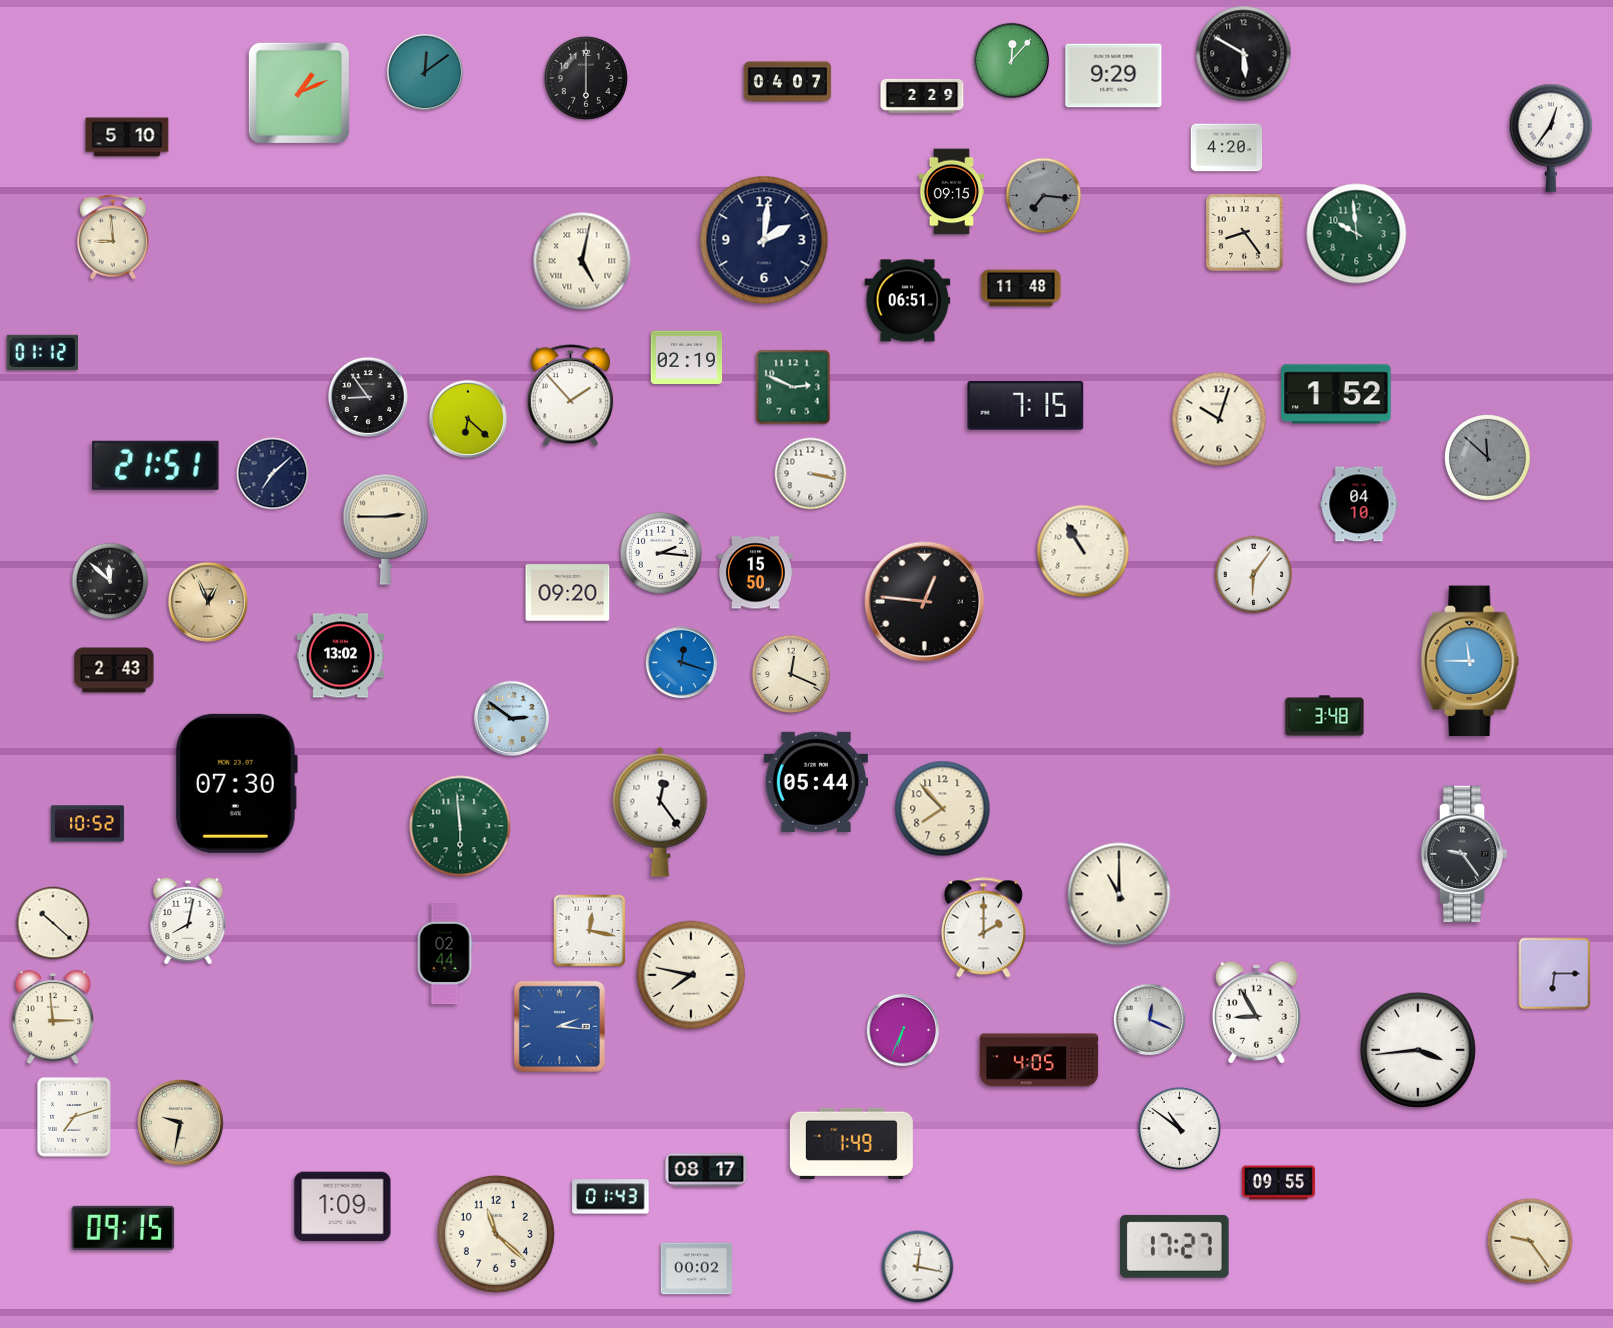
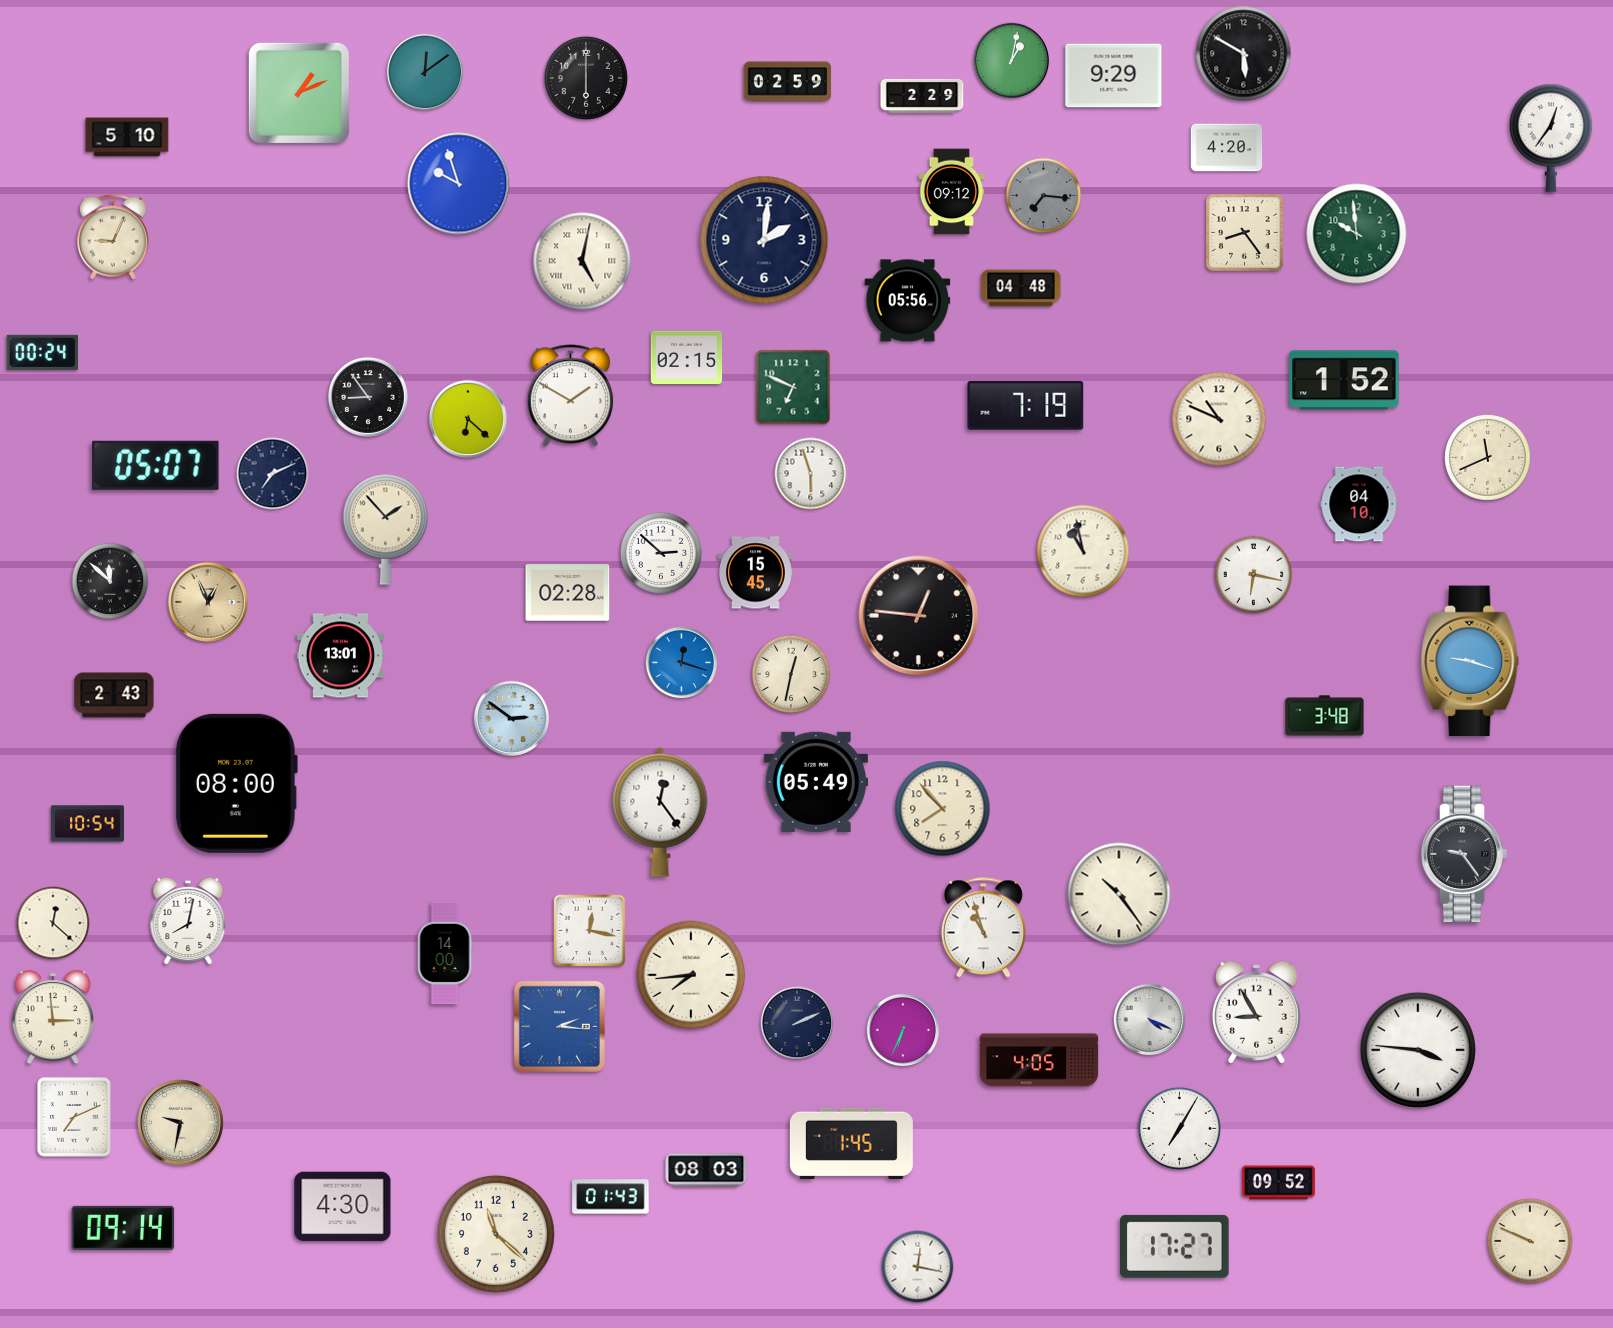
clock at (1011, 60): 12:07 -> 1:02
clock at (788, 82): 04:07 -> 02:59
clock at (459, 184): none -> 9:57
clock at (952, 192): 09:15 -> 09:12
clock at (113, 237): 8:59 -> 9:04
clock at (1021, 288): 11:48 -> 04:48
clock at (908, 301): 06:51 -> 05:56
clock at (42, 352): 01:12 -> 00:24
clock at (687, 358): 02:19 -> 02:15
clock at (793, 387): 2:49 -> 6:49
clock at (1336, 394) position: (1336, 394) -> (1344, 380)
clock at (570, 396): 1:53 -> 1:50
clock at (1026, 406): 7:15 -> 7:19
clock at (1219, 419): 10:03 -> 10:49
clock at (1488, 458): 11:52 -> 11:41
clock at (1488, 458) dial: grey -> cream
clock at (156, 465): 21:51 -> 05:07
clock at (273, 474): 7:08 -> 7:11
clock at (811, 474): 3:17 -> 5:57
clock at (385, 529): 2:45 -> 1:53
clock at (1083, 551): 10:55 -> 10:58
clock at (661, 553): 2:16 -> 2:52
clock at (756, 573): 15:50 -> 15:45
clock at (1254, 575): 6:06 -> 6:17
clock at (568, 593): 09:20 -> 02:28
clock at (925, 602) position: (925, 602) -> (919, 616)
clock at (341, 656): 13:02 -> 13:01
clock at (1470, 661): 11:45 -> 9:18
clock at (114, 670) position: (114, 670) -> (114, 695)
clock at (791, 674): 12:19 -> 12:32
clock at (816, 782): 05:44 -> 05:49
clock at (236, 783): 07:30 -> 08:00
clock at (87, 824): 10:52 -> 10:54
clock at (460, 826): 5:59 -> none
clock at (1119, 894): 11:00 -> 10:24
clock at (53, 923): 10:22 -> 12:22
clock at (983, 928): 2:00 -> 10:57
clock at (445, 953): 02:44 -> 14:00
clock at (1555, 974): 6:15 -> none
clock at (691, 975): 7:47 -> 7:44
clock at (1150, 1020): 12:19 -> 4:19
clock at (797, 1023): none -> 2:11
clock at (1418, 1050): 3:44 -> 3:46
clock at (74, 1117): 7:12 -> 7:11
clock at (1179, 1128): 10:51 -> 7:05
clock at (851, 1143): 1:49 -> 1:45
clock at (706, 1170): 08:17 -> 08:03
clock at (1278, 1183): 09:55 -> 09:52
clock at (343, 1207): 1:09 -> 4:30
clock at (123, 1228): 09:15 -> 09:14
clock at (1530, 1241): 9:24 -> 9:49
clock at (697, 1269): 00:02 -> none
